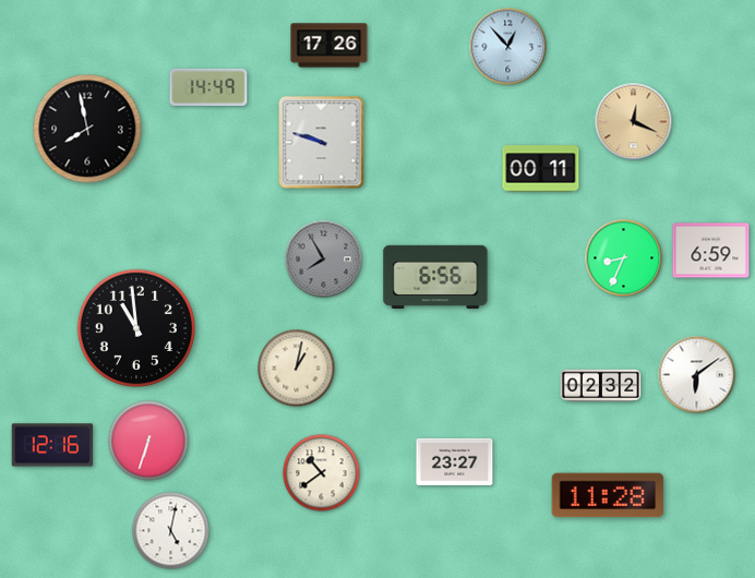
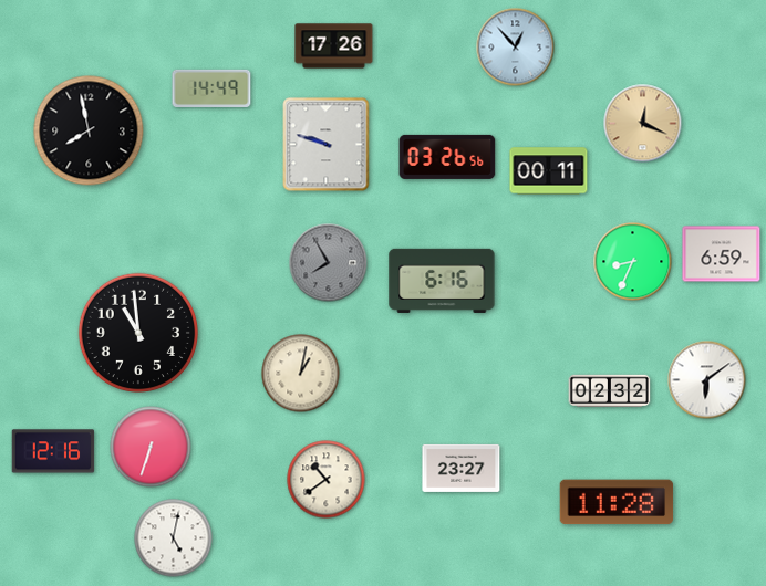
clock at (447, 157): none -> 03:26
clock at (435, 277): 6:56 -> 6:16
